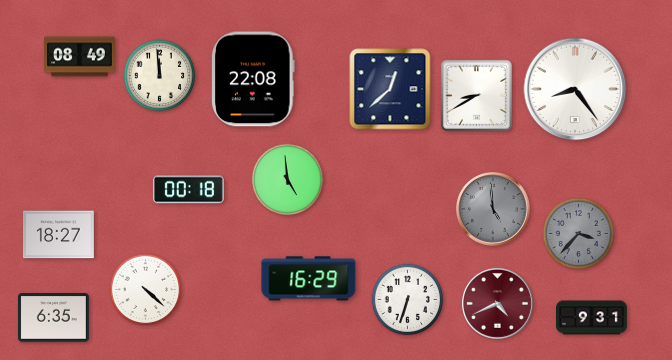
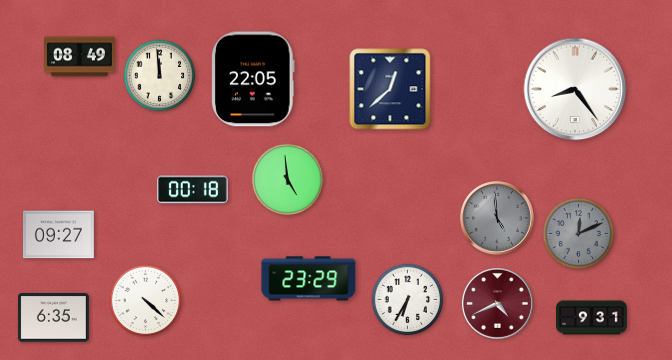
clock at (253, 79): 22:08 -> 22:05
clock at (476, 95): 8:40 -> none
clock at (188, 190) position: (188, 190) -> (192, 190)
clock at (493, 209) position: (493, 209) -> (497, 218)
clock at (579, 234): 3:37 -> 12:11
clock at (58, 235): 18:27 -> 09:27
clock at (309, 279): 16:29 -> 23:29
clock at (146, 290) position: (146, 290) -> (146, 301)
clock at (408, 300): 6:33 -> 6:35
